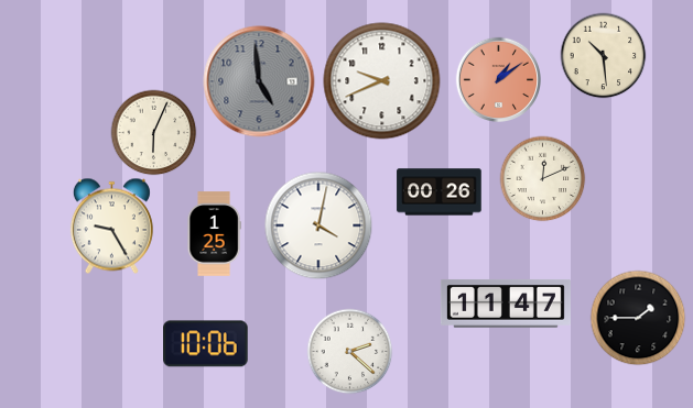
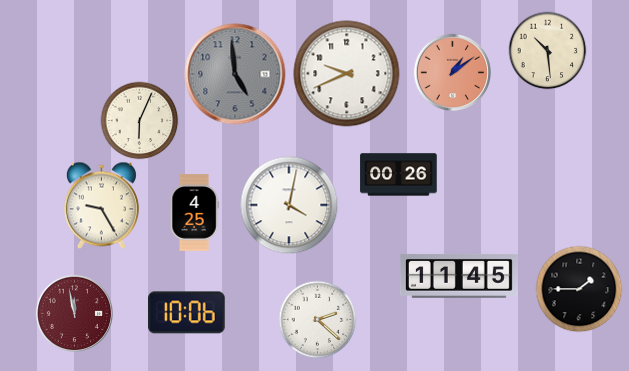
clock at (542, 178): 12:11 -> none
clock at (214, 234): 1:25 -> 4:25
clock at (506, 304): 11:47 -> 11:45
clock at (74, 313): none -> 11:58
